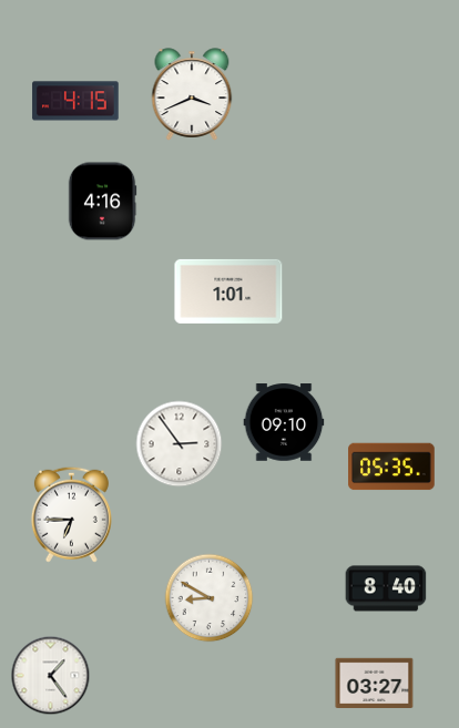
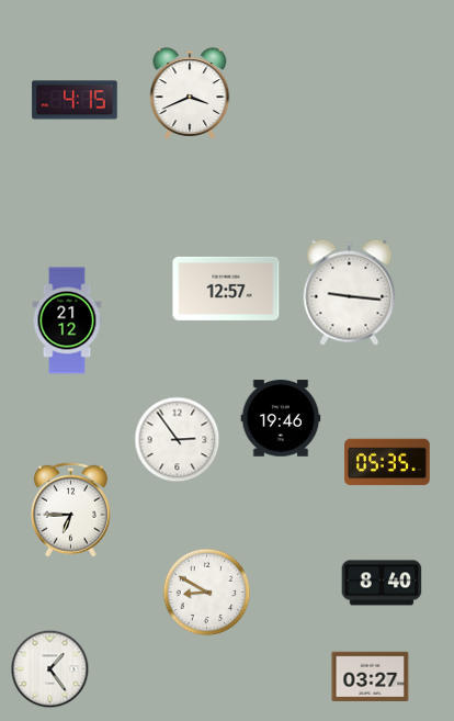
clock at (102, 202): 4:16 -> none
clock at (228, 291): 1:01 -> 12:57
clock at (350, 292): none -> 9:16
clock at (67, 320): none -> 21:12
clock at (284, 422): 09:10 -> 19:46
